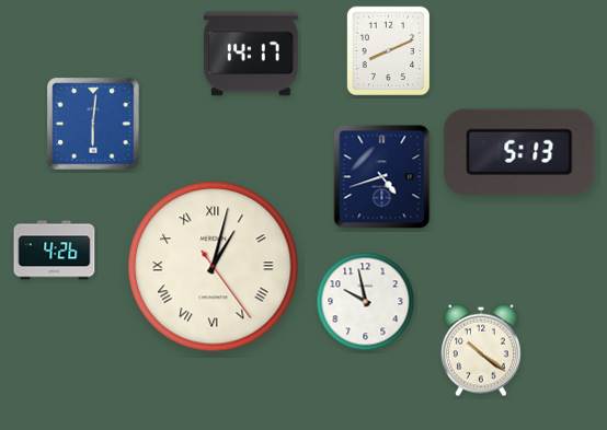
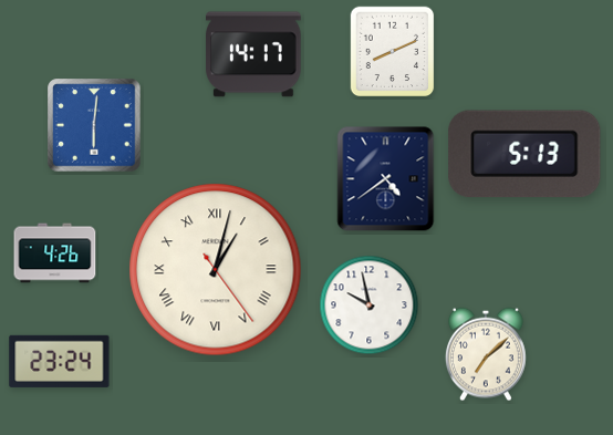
clock at (382, 177): 4:42 -> 4:39
clock at (481, 350): 10:21 -> 7:08
clock at (60, 361): none -> 23:24
